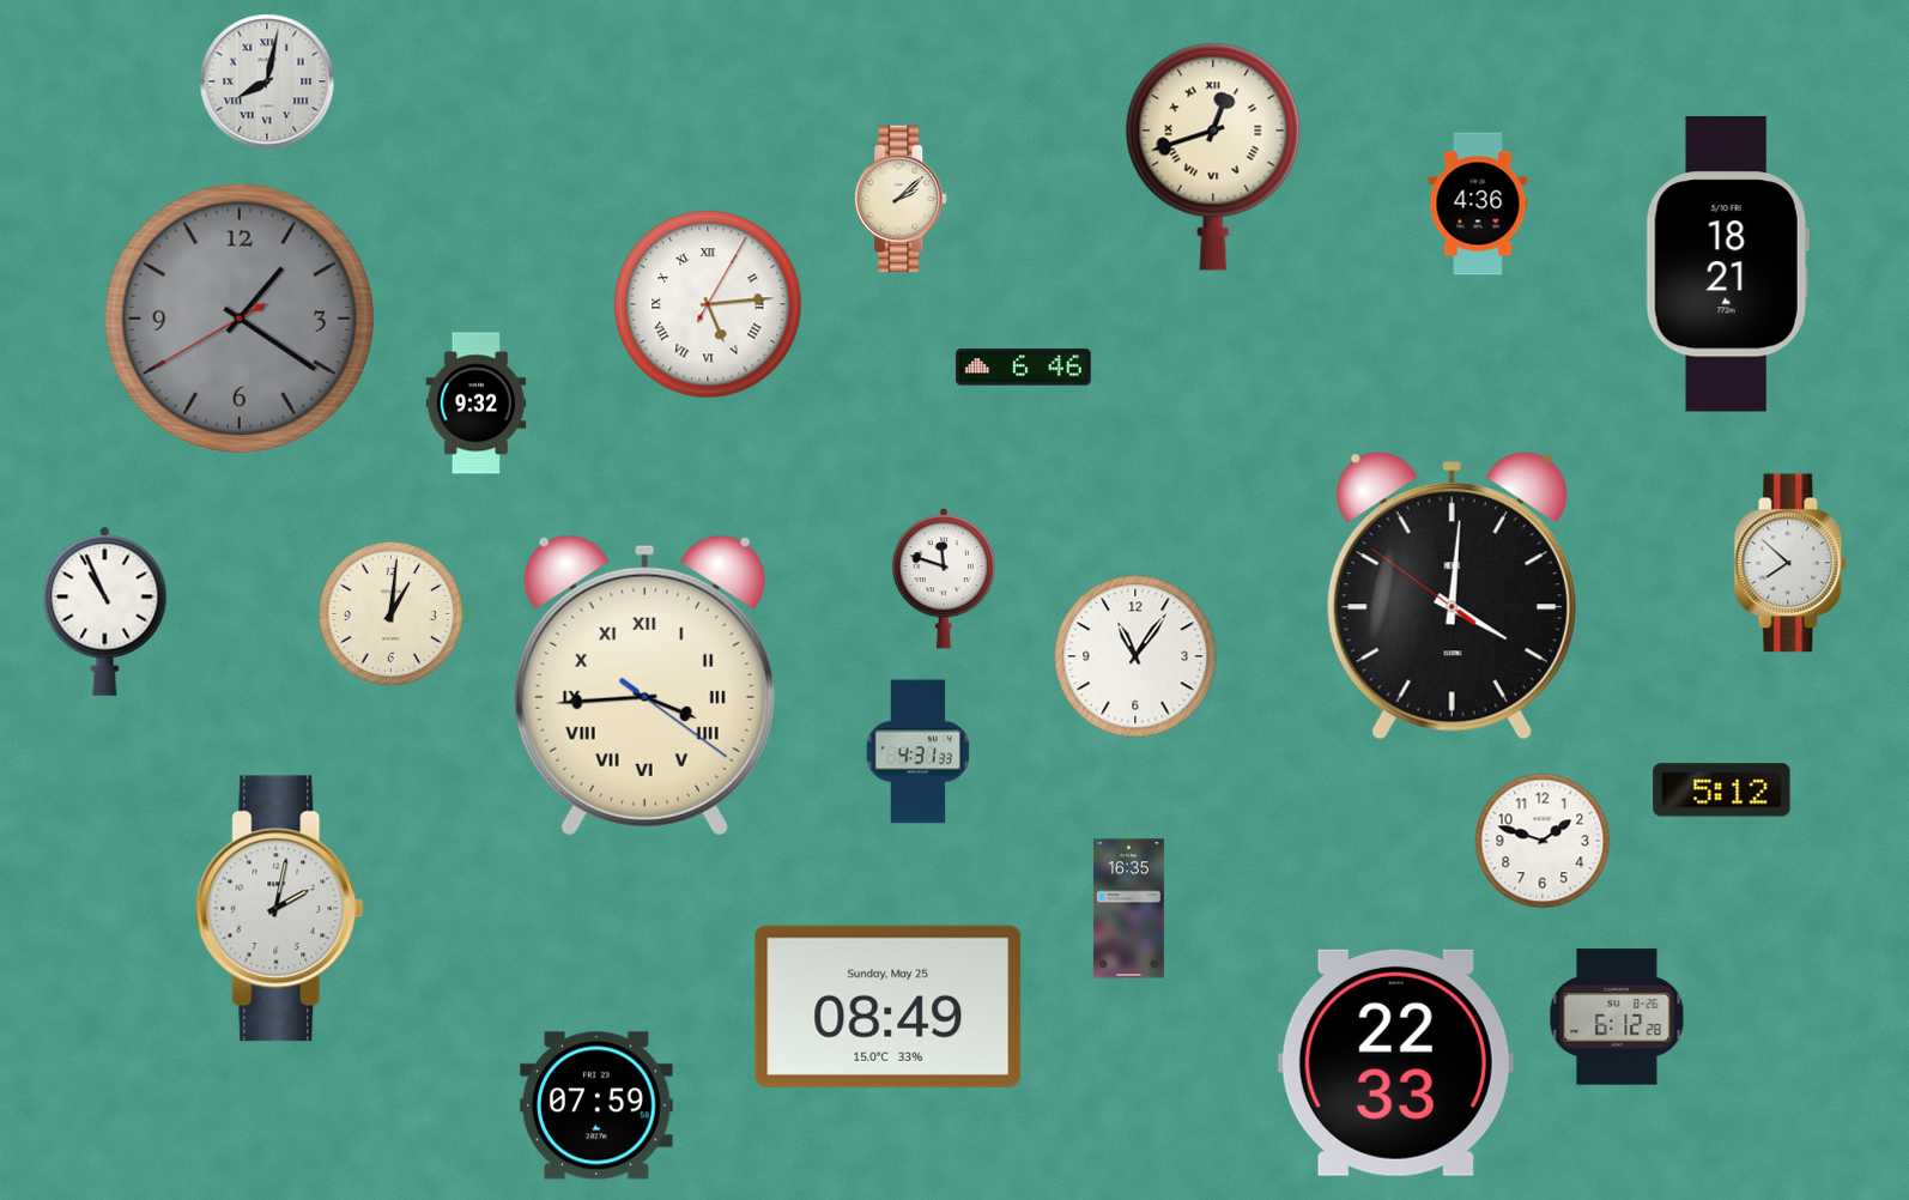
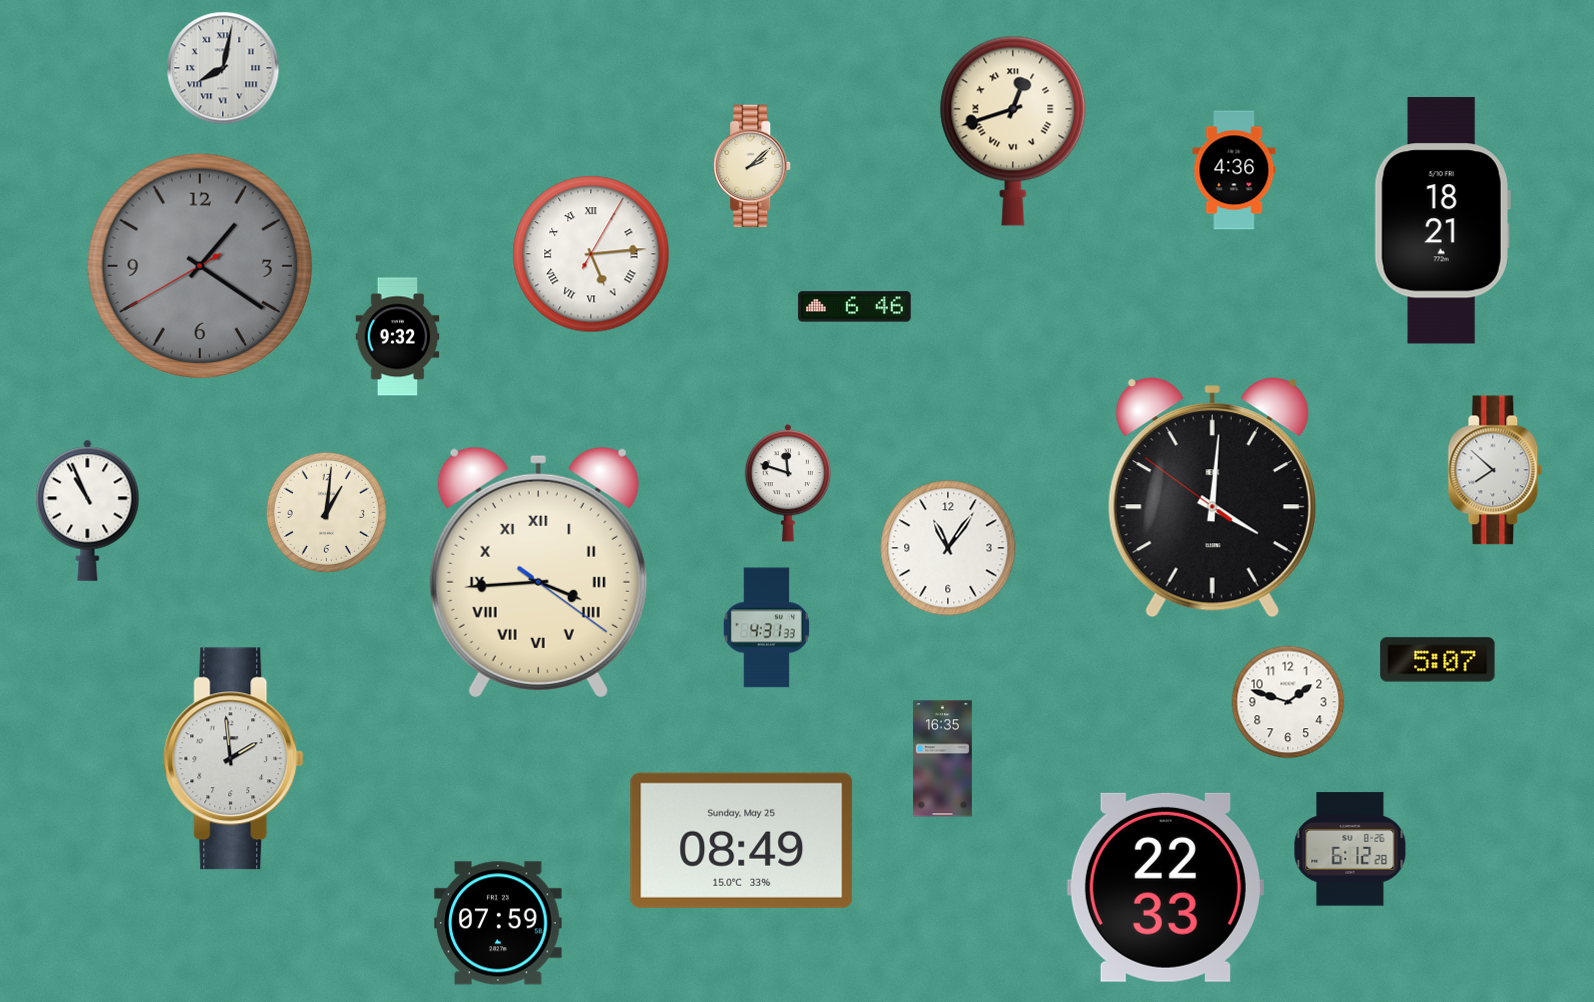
clock at (1722, 790): 5:12 -> 5:07
clock at (280, 909): 2:02 -> 1:59
